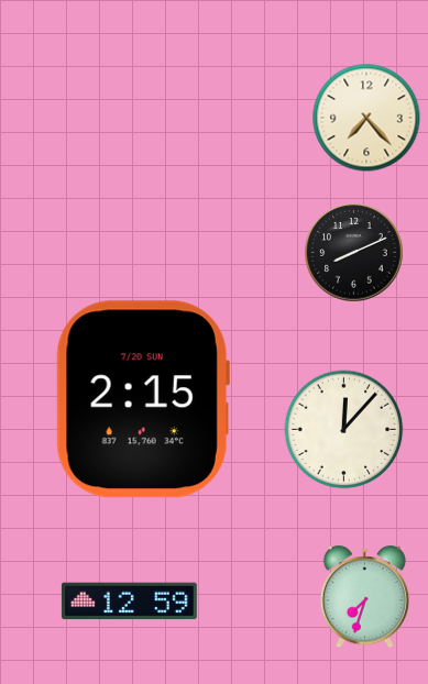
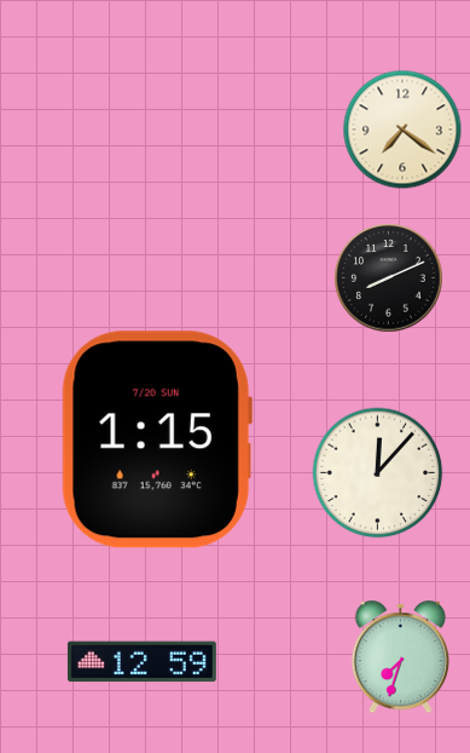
clock at (366, 118): 7:23 -> 7:21
clock at (143, 399): 2:15 -> 1:15
